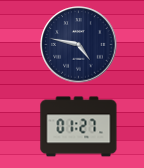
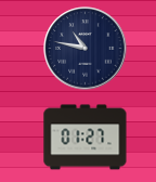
clock at (79, 45): 4:47 -> 10:47
